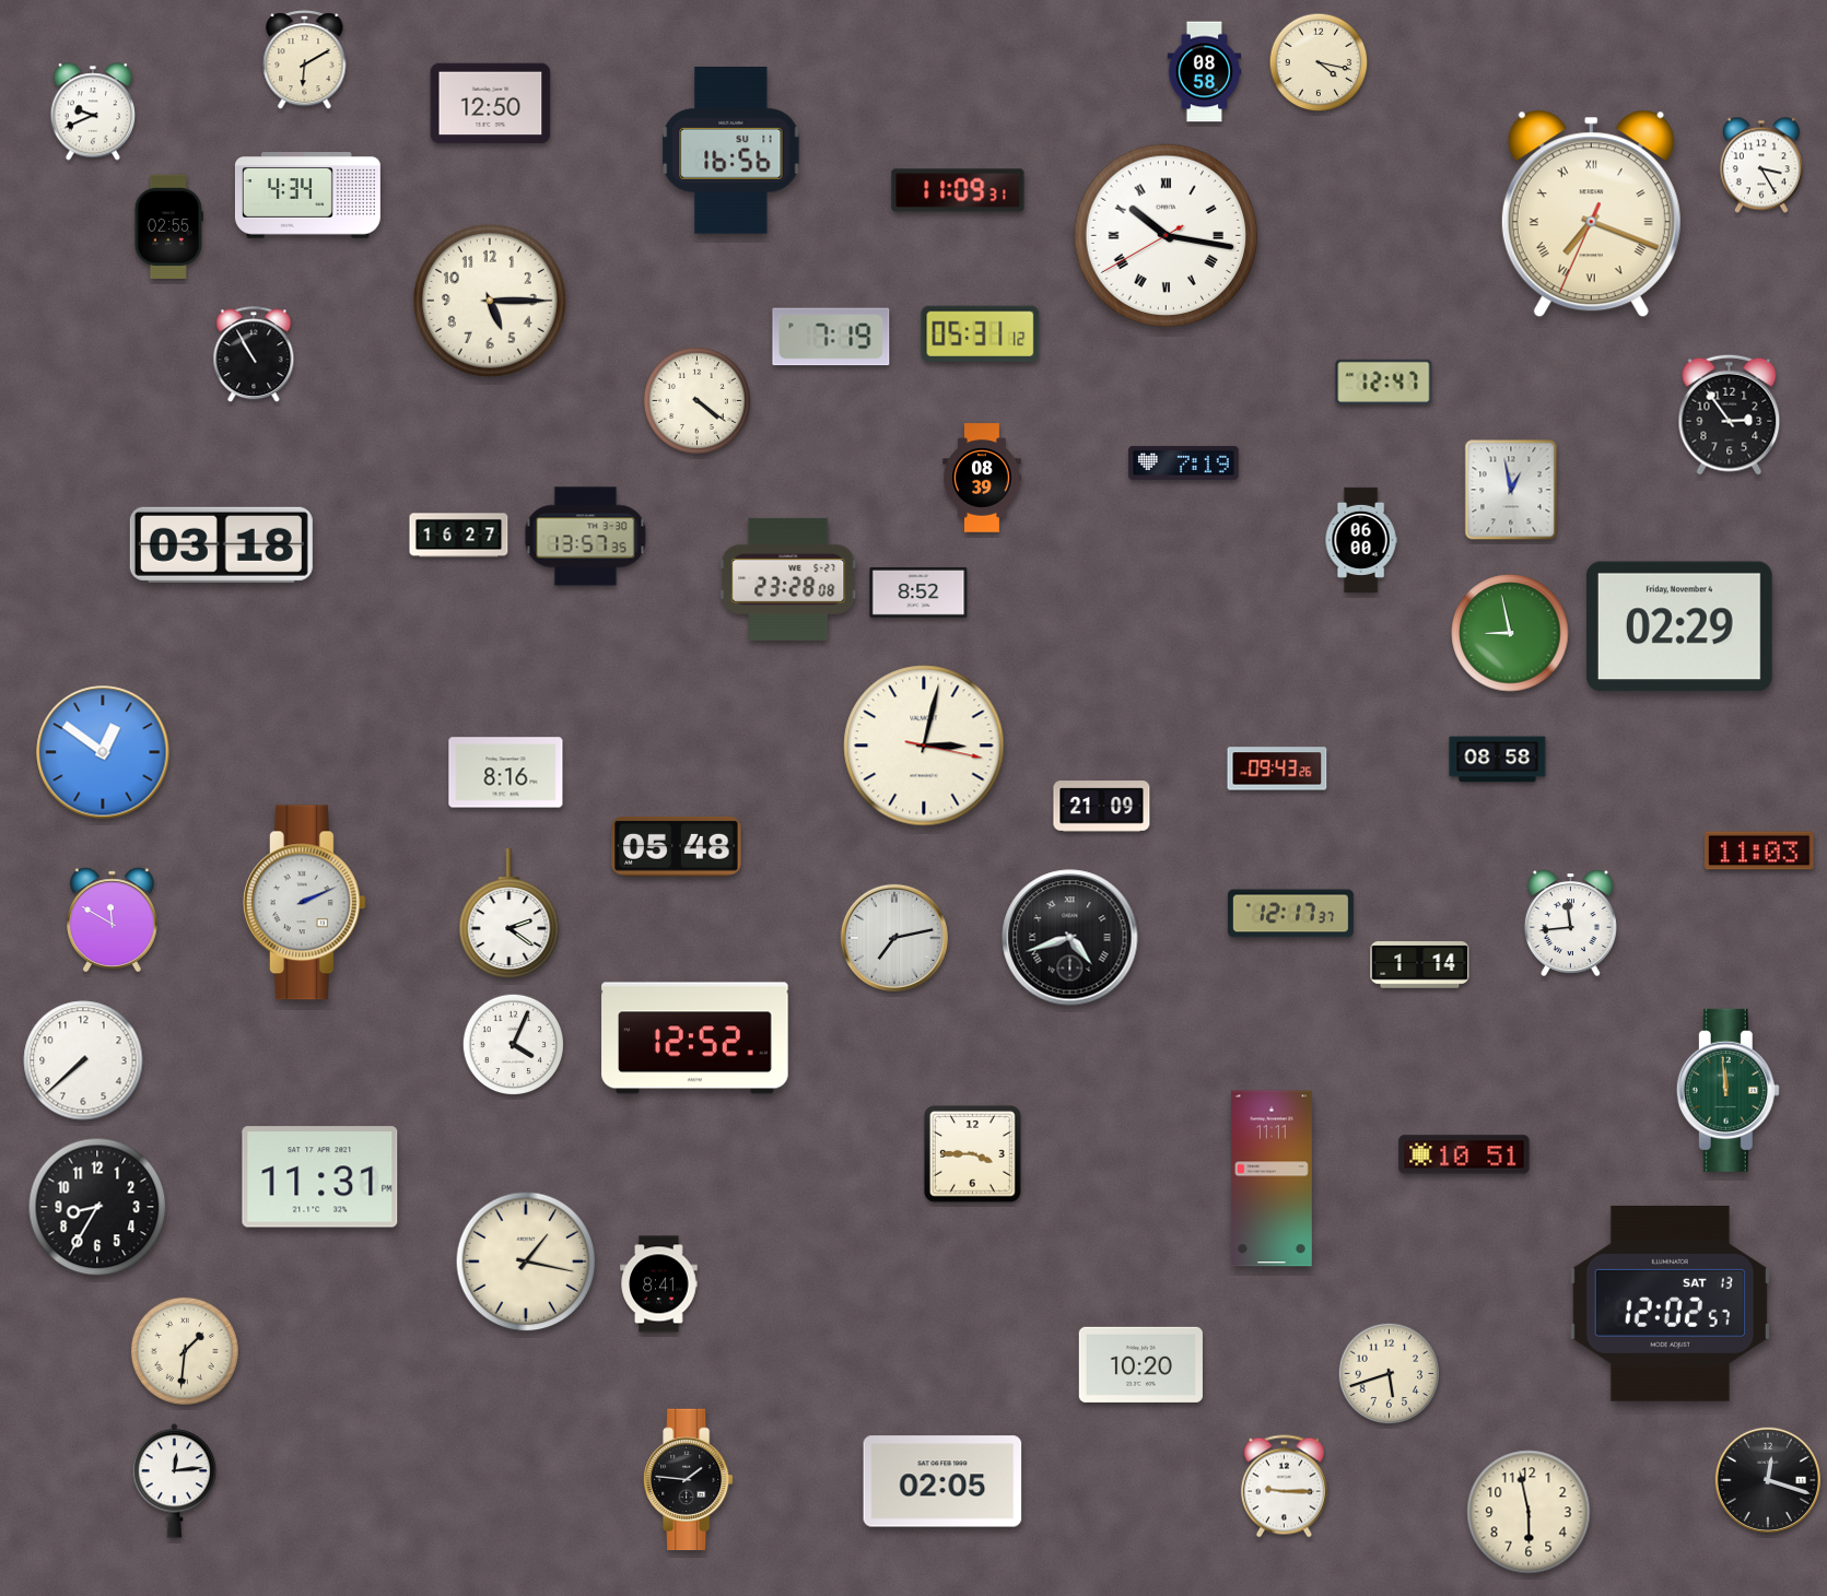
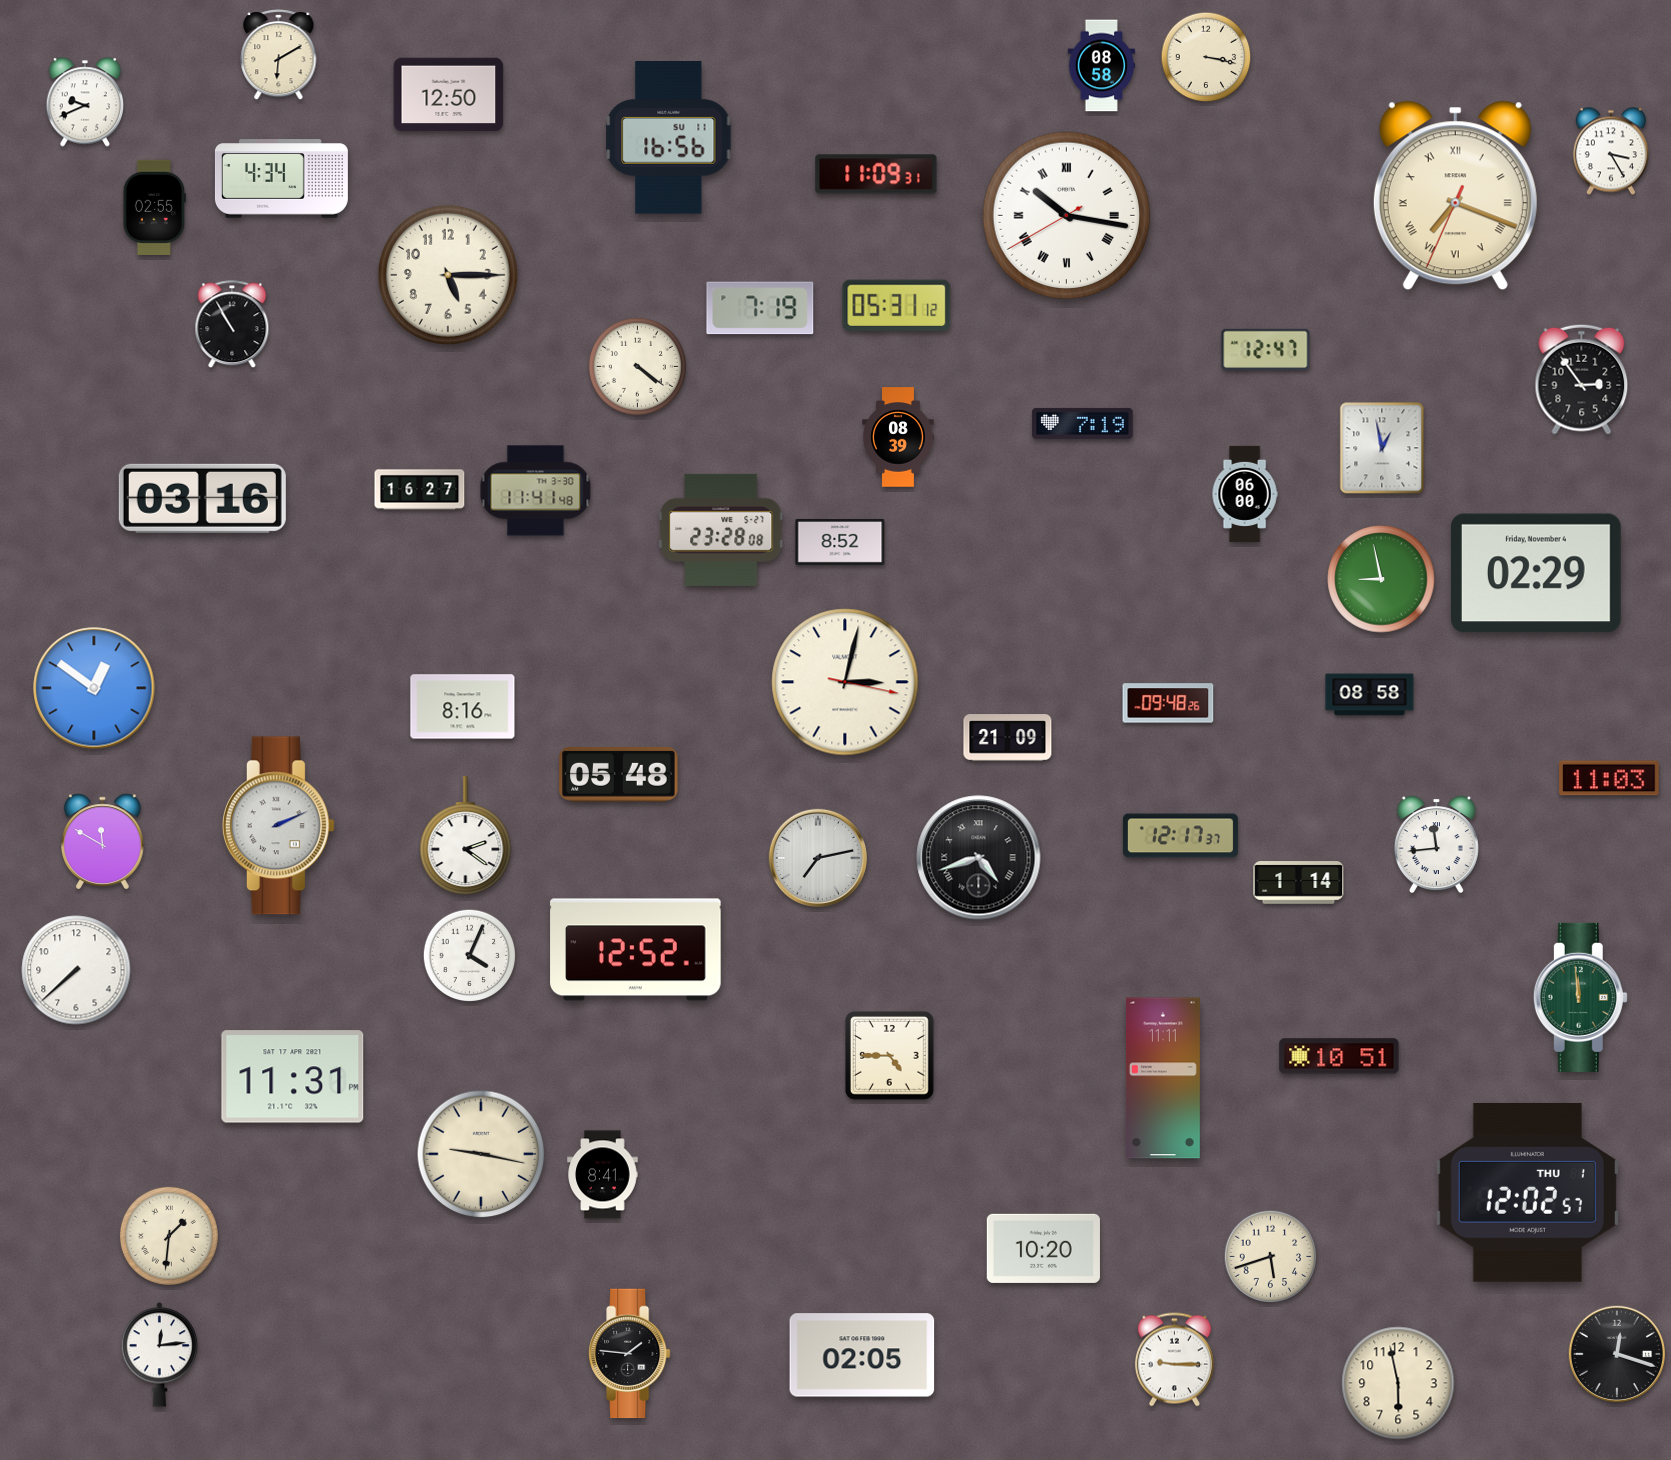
clock at (1319, 62): 4:17 -> 3:17
clock at (586, 537): 13:57 -> 11:41
clock at (221, 544): 03:18 -> 03:16
clock at (1277, 768): 09:43 -> 09:48
clock at (973, 1154): 3:45 -> 4:45
clock at (97, 1207): 8:35 -> none
clock at (526, 1261): 1:17 -> 9:17
clock at (1670, 1303) date: SAT 13 -> THU 1
